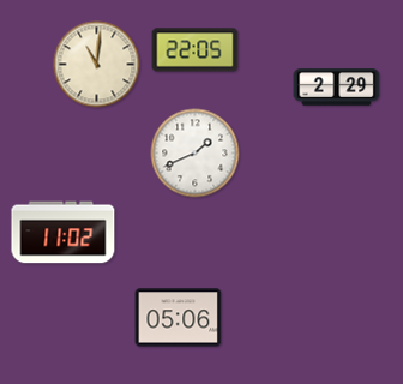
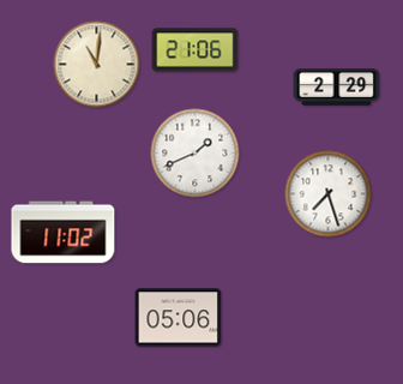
clock at (196, 50): 22:05 -> 21:06
clock at (329, 194): none -> 7:27
